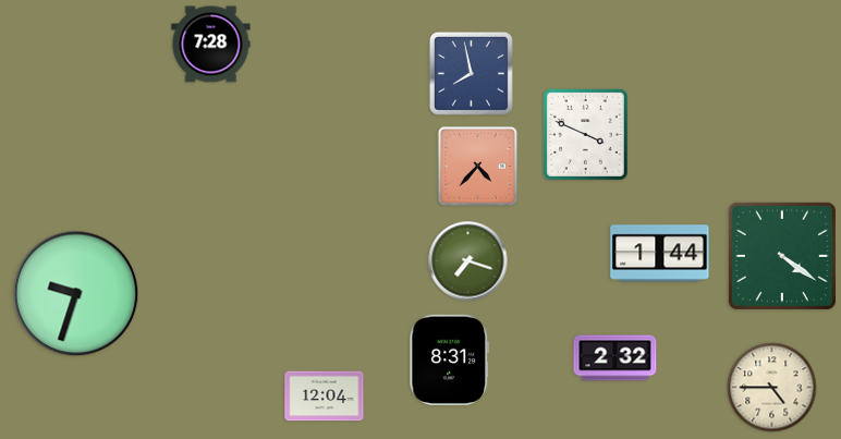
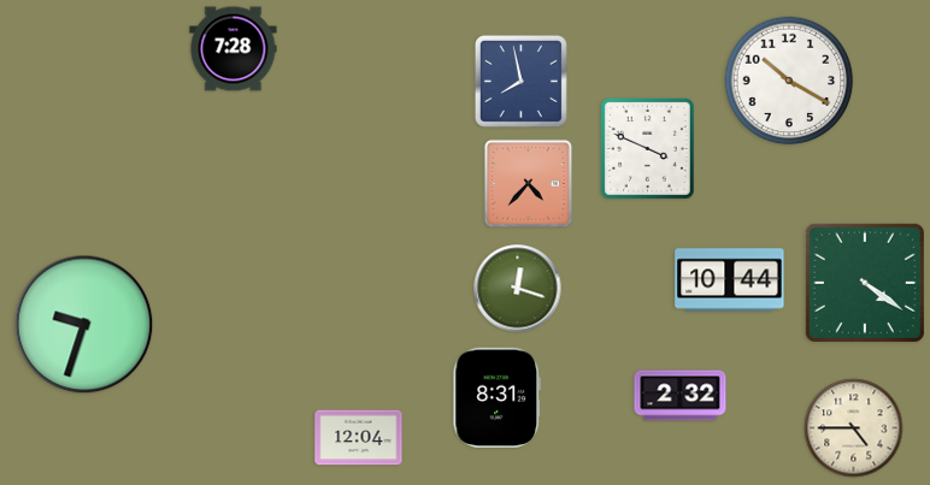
clock at (789, 81): none -> 10:20
clock at (660, 254): 1:44 -> 10:44
clock at (468, 261): 7:18 -> 12:18
